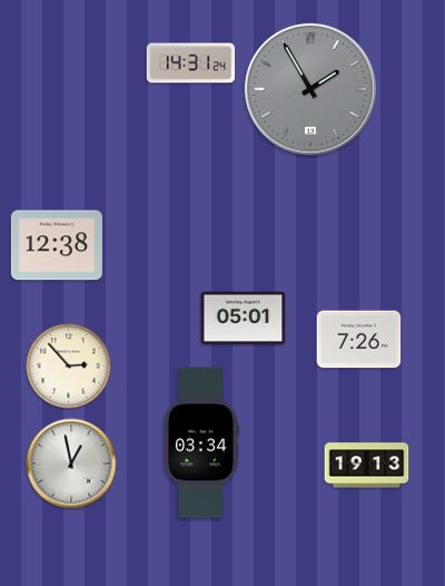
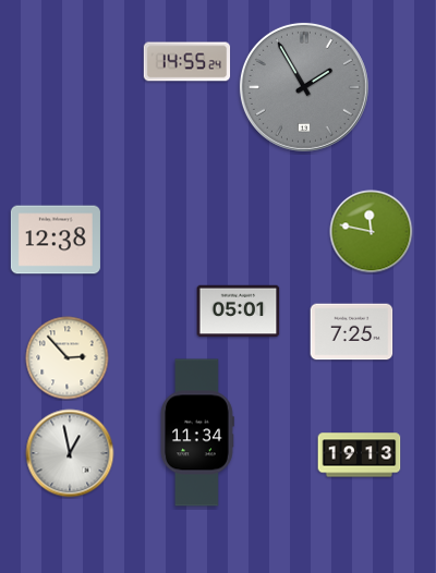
clock at (191, 64): 14:31 -> 14:55
clock at (372, 232): none -> 11:47
clock at (359, 340): 7:26 -> 7:25
clock at (201, 442): 03:34 -> 11:34
